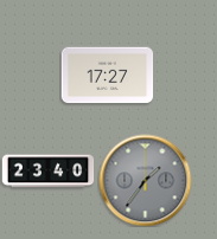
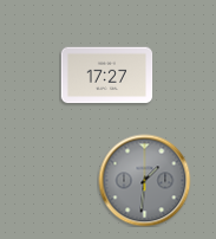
clock at (47, 172): 23:40 -> none
clock at (145, 180): 1:36 -> 1:31
